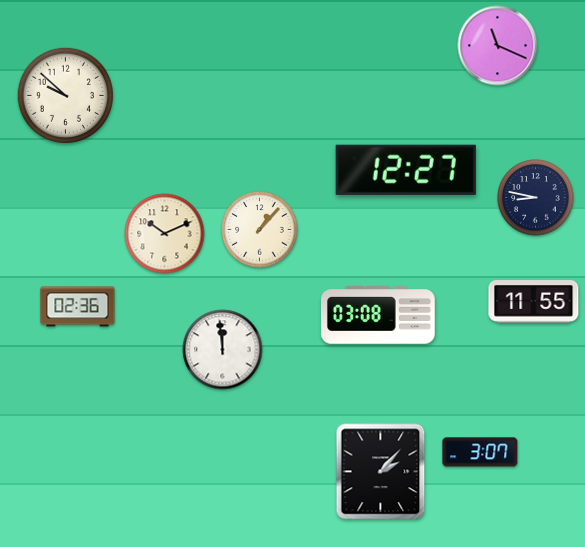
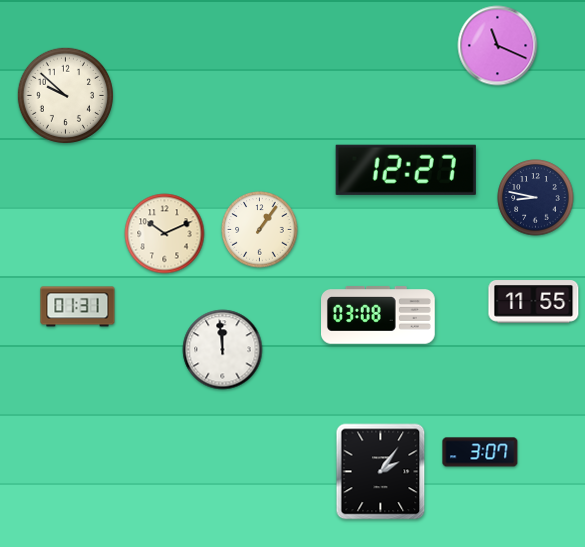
clock at (260, 230): 1:07 -> 1:06
clock at (78, 307): 02:36 -> 01:31
clock at (381, 472): 2:07 -> 2:06
